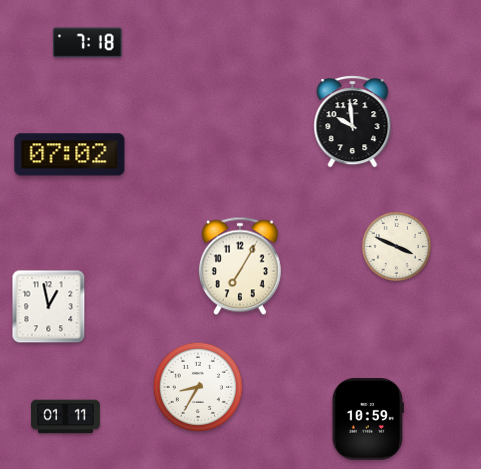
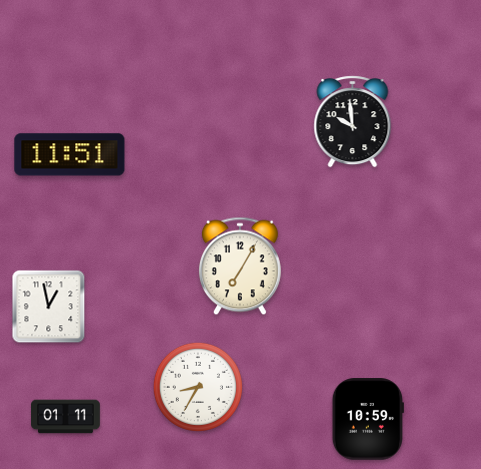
clock at (87, 43): 7:18 -> none
clock at (70, 155): 07:02 -> 11:51
clock at (396, 246): 3:49 -> none
